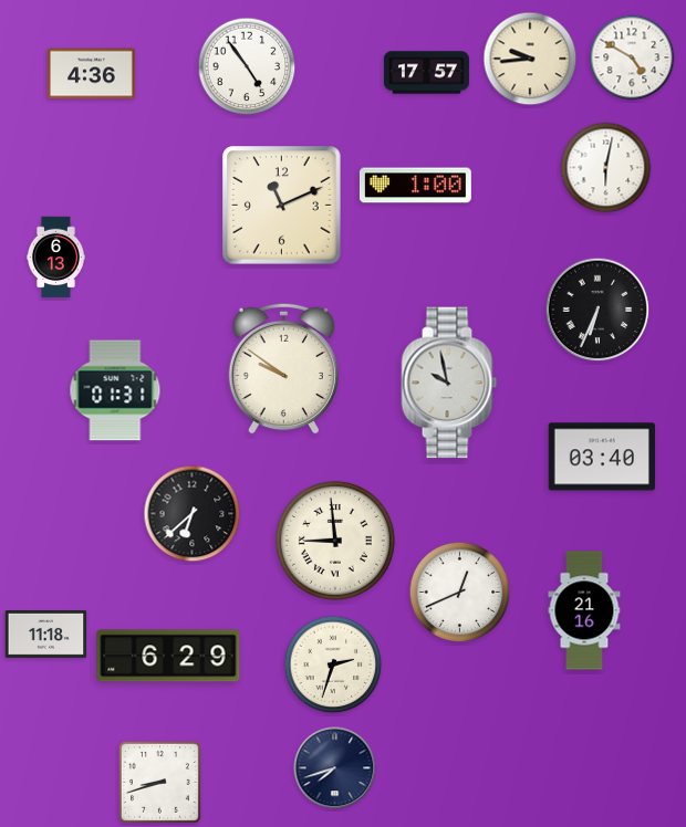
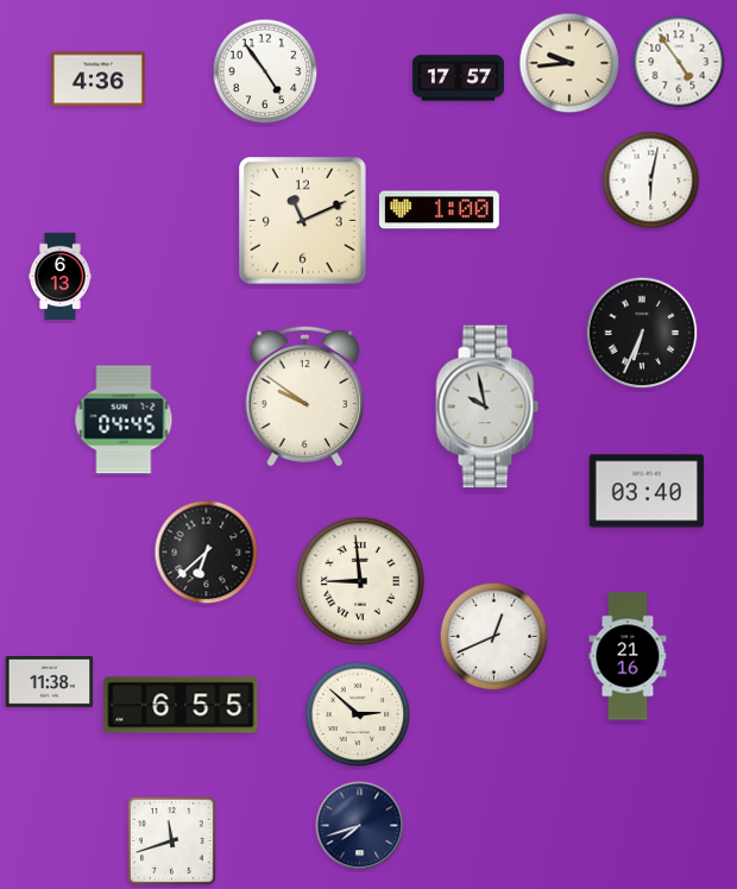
clock at (632, 57): 4:50 -> 4:54
clock at (415, 186) position: (415, 186) -> (439, 210)
clock at (449, 383) position: (449, 383) -> (487, 406)
clock at (115, 390): 01:31 -> 04:45
clock at (46, 635): 11:18 -> 11:38
clock at (168, 656): 6:29 -> 6:55
clock at (333, 664): 2:33 -> 2:52
clock at (159, 782): 8:42 -> 11:42
